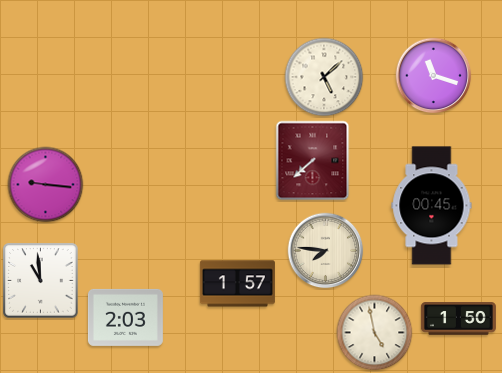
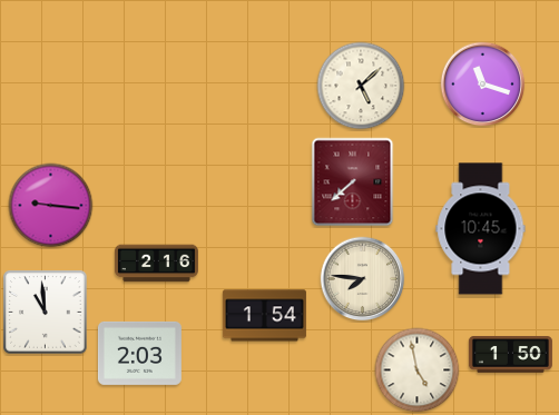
clock at (313, 161) position: (313, 161) -> (353, 182)
clock at (432, 206): 00:45 -> 10:45
clock at (156, 264): none -> 2:16
clock at (237, 284): 1:57 -> 1:54
